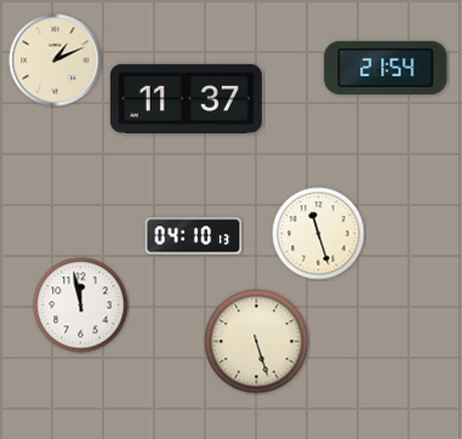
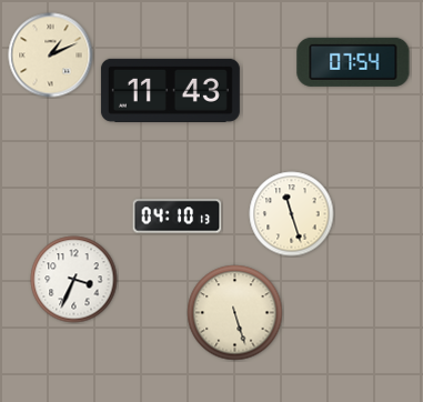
clock at (386, 68): 21:54 -> 07:54
clock at (186, 98): 11:37 -> 11:43
clock at (81, 306): 11:58 -> 3:34
